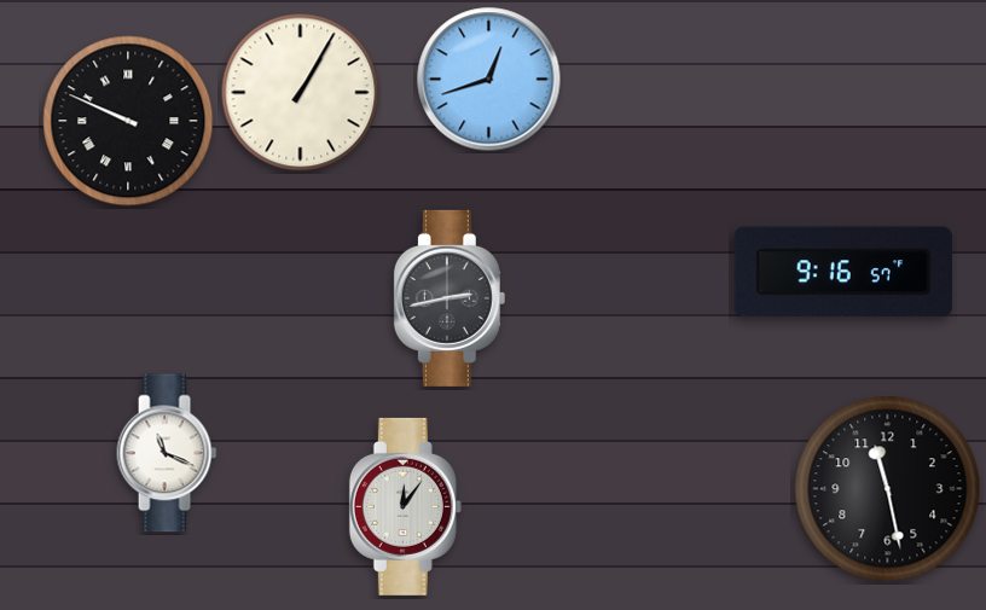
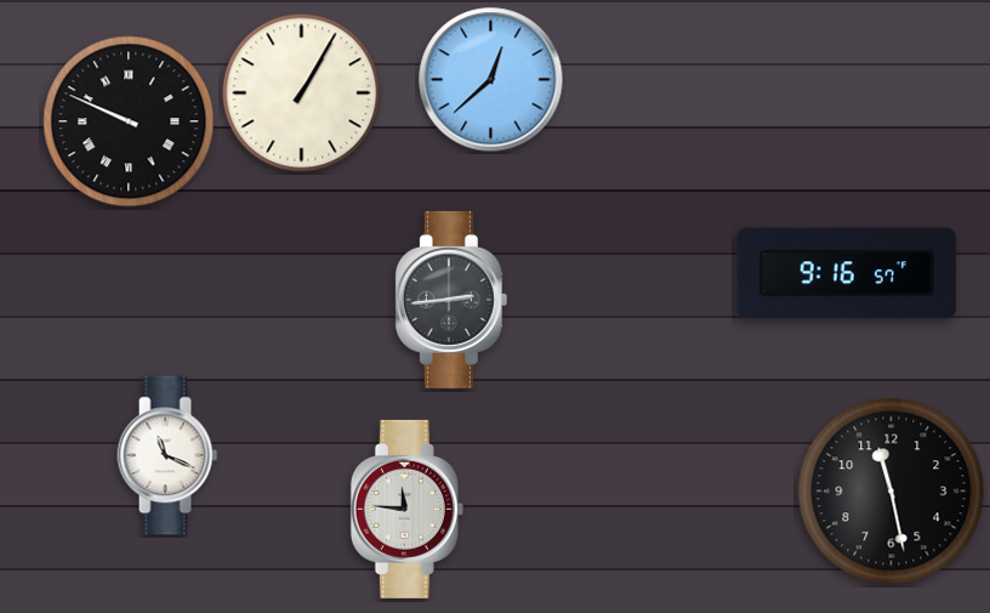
clock at (489, 80): 12:42 -> 12:38
clock at (449, 298): 2:43 -> 2:44
clock at (405, 506): 12:06 -> 11:46
